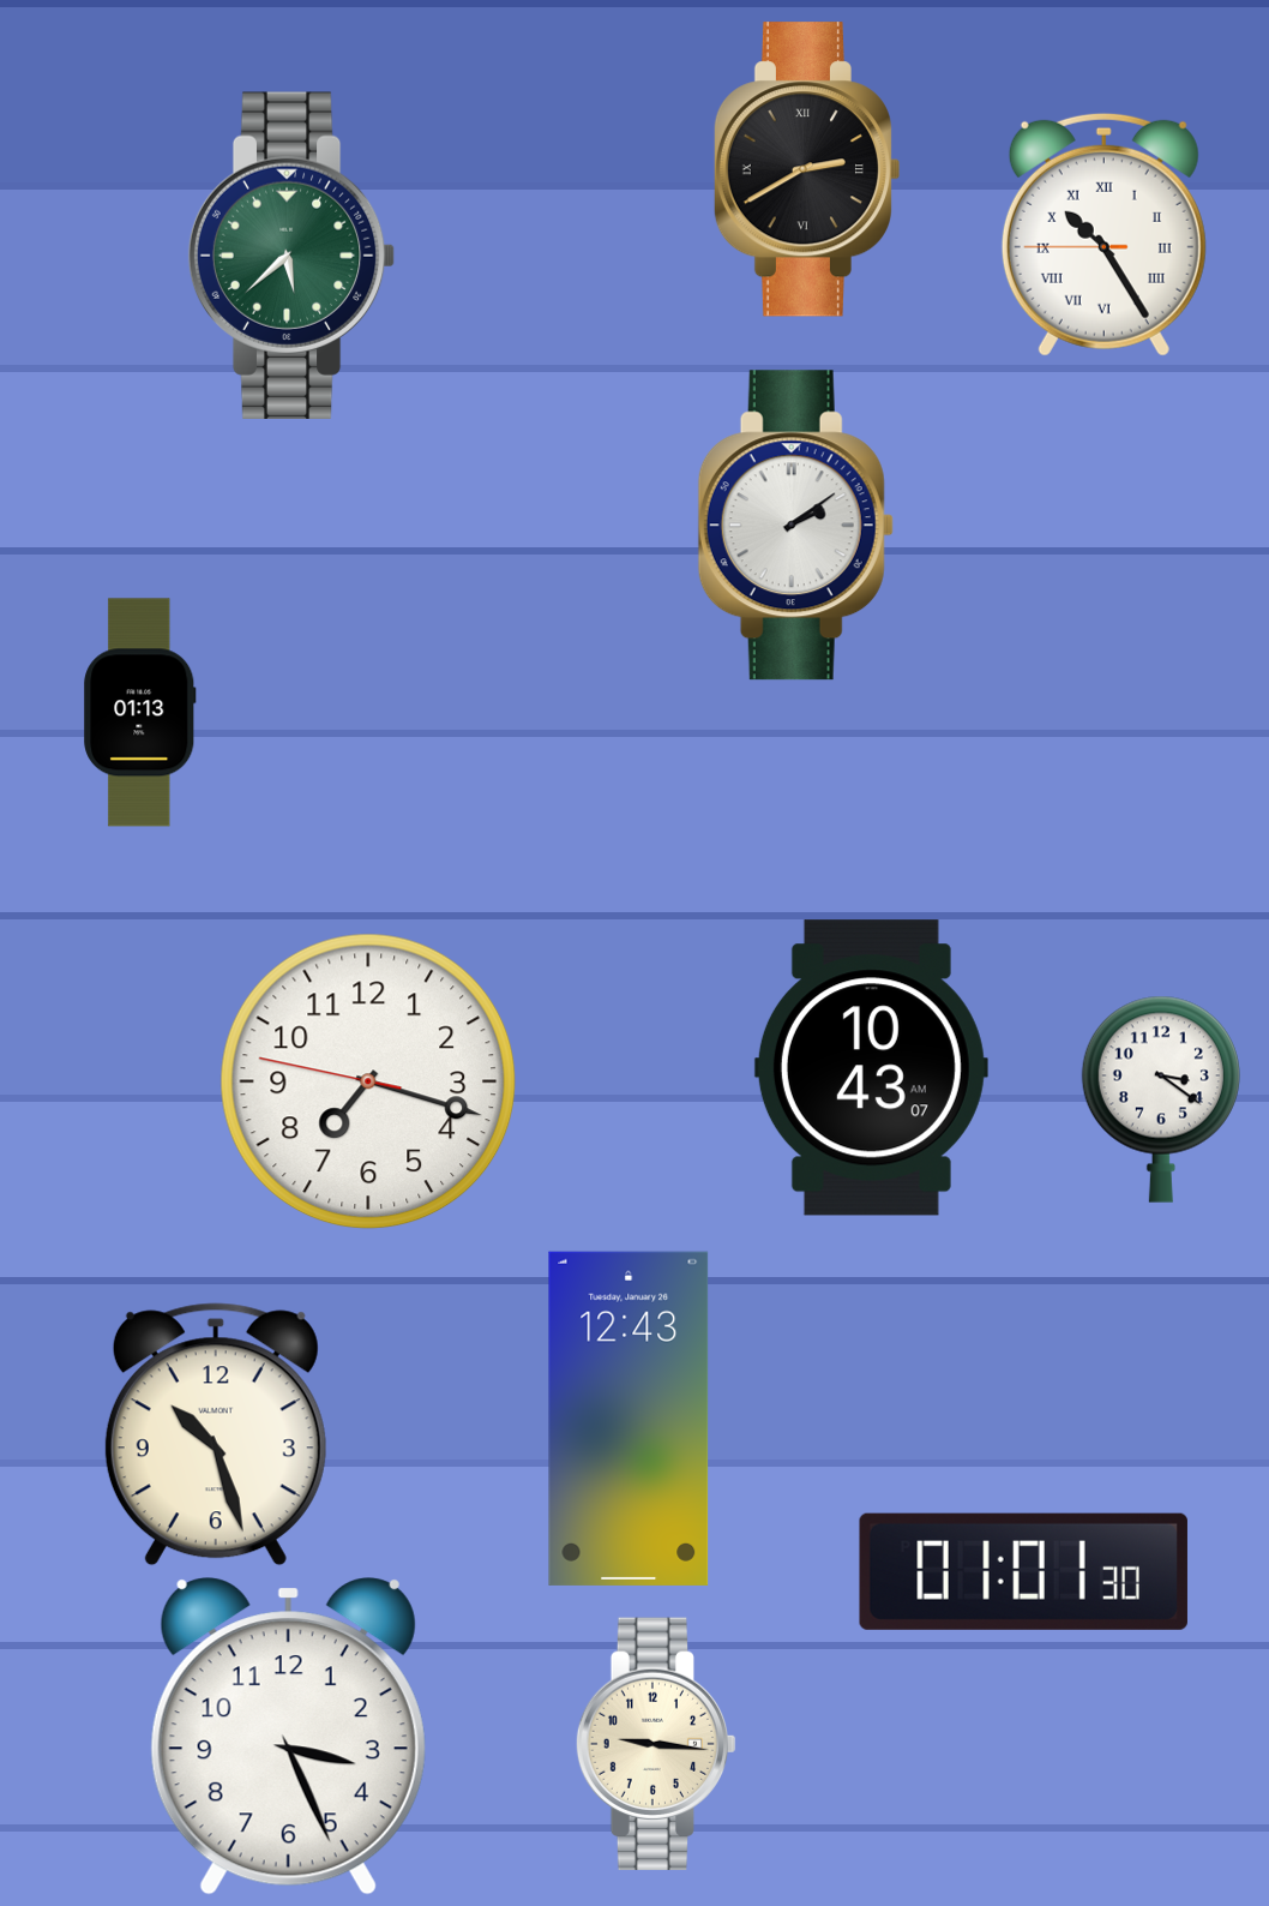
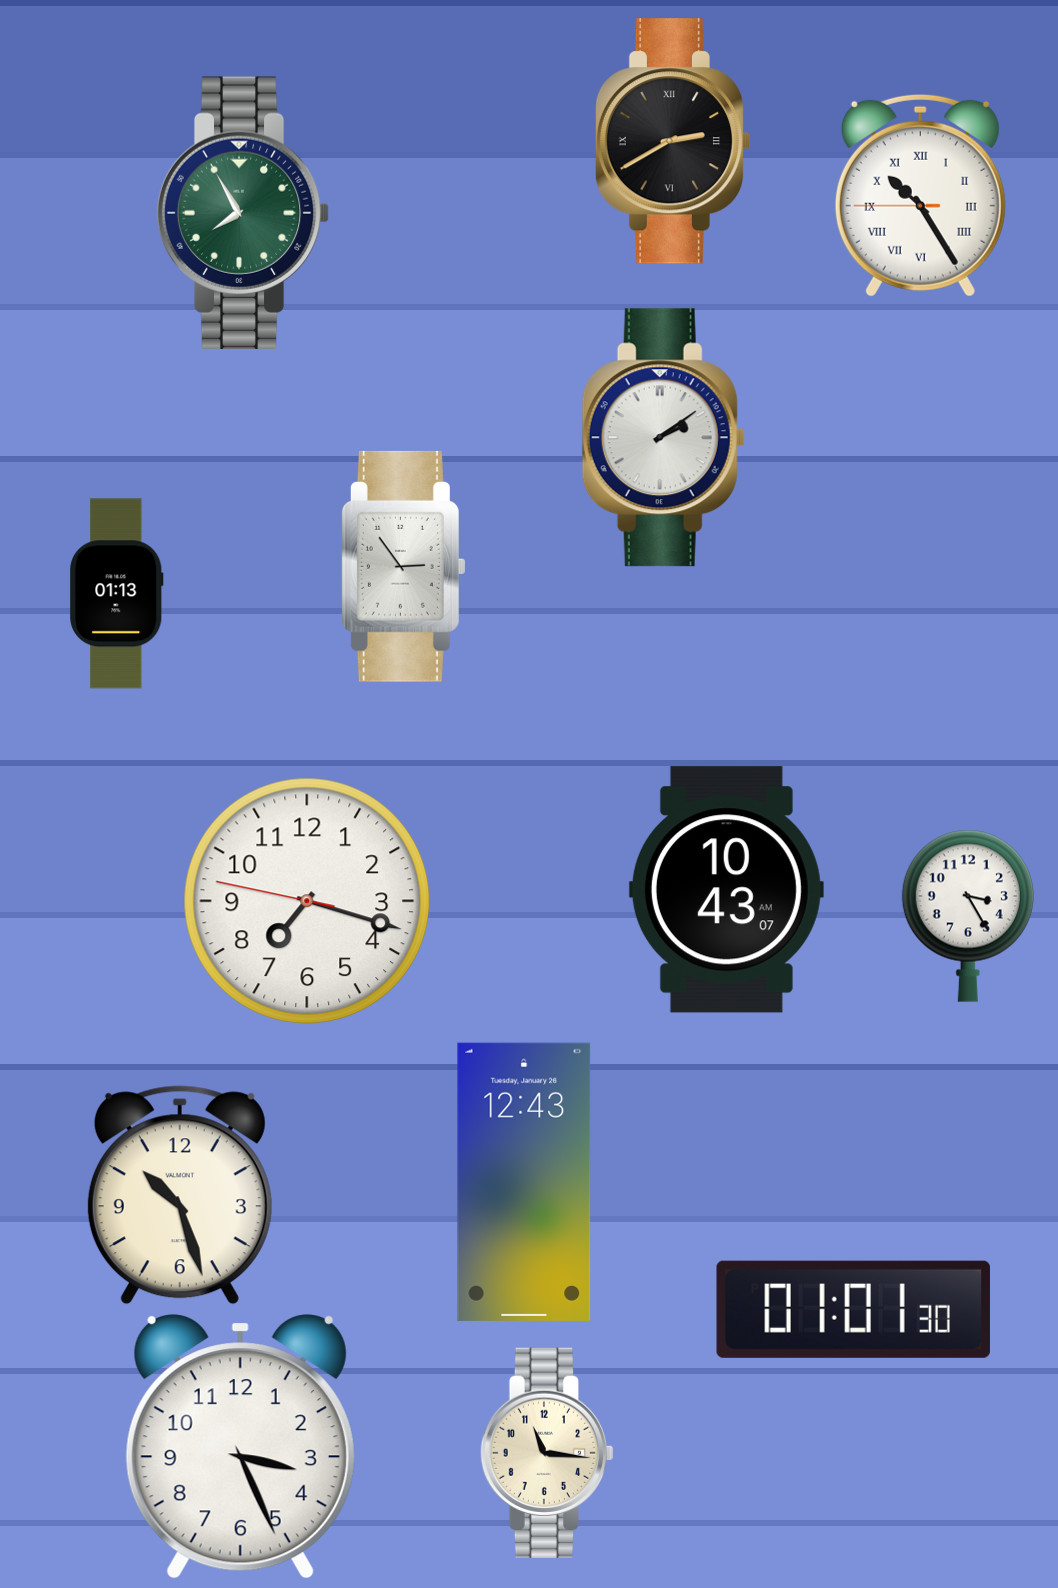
clock at (291, 256): 5:38 -> 7:55
clock at (403, 566): none -> 2:54
clock at (1161, 1099): 3:21 -> 3:25
clock at (656, 1743): 9:16 -> 11:16
